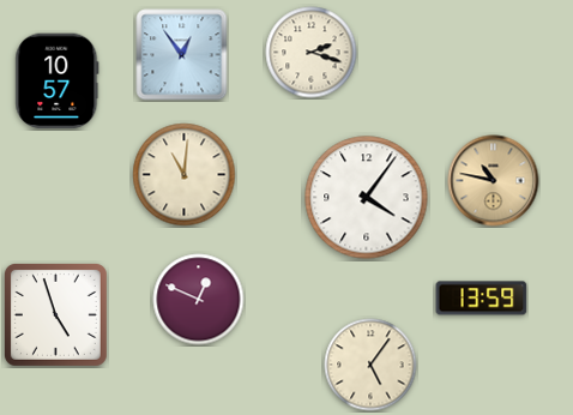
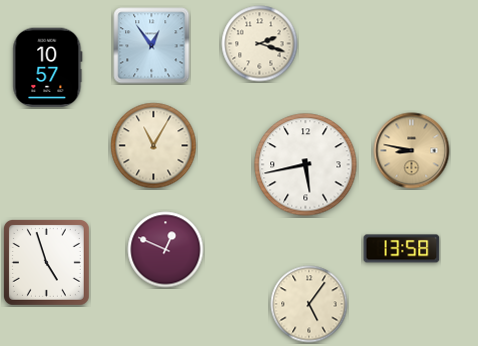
clock at (185, 175): 11:01 -> 11:05
clock at (494, 181): 10:47 -> 8:47
clock at (367, 198): 4:06 -> 5:43
clock at (482, 299): 13:59 -> 13:58
